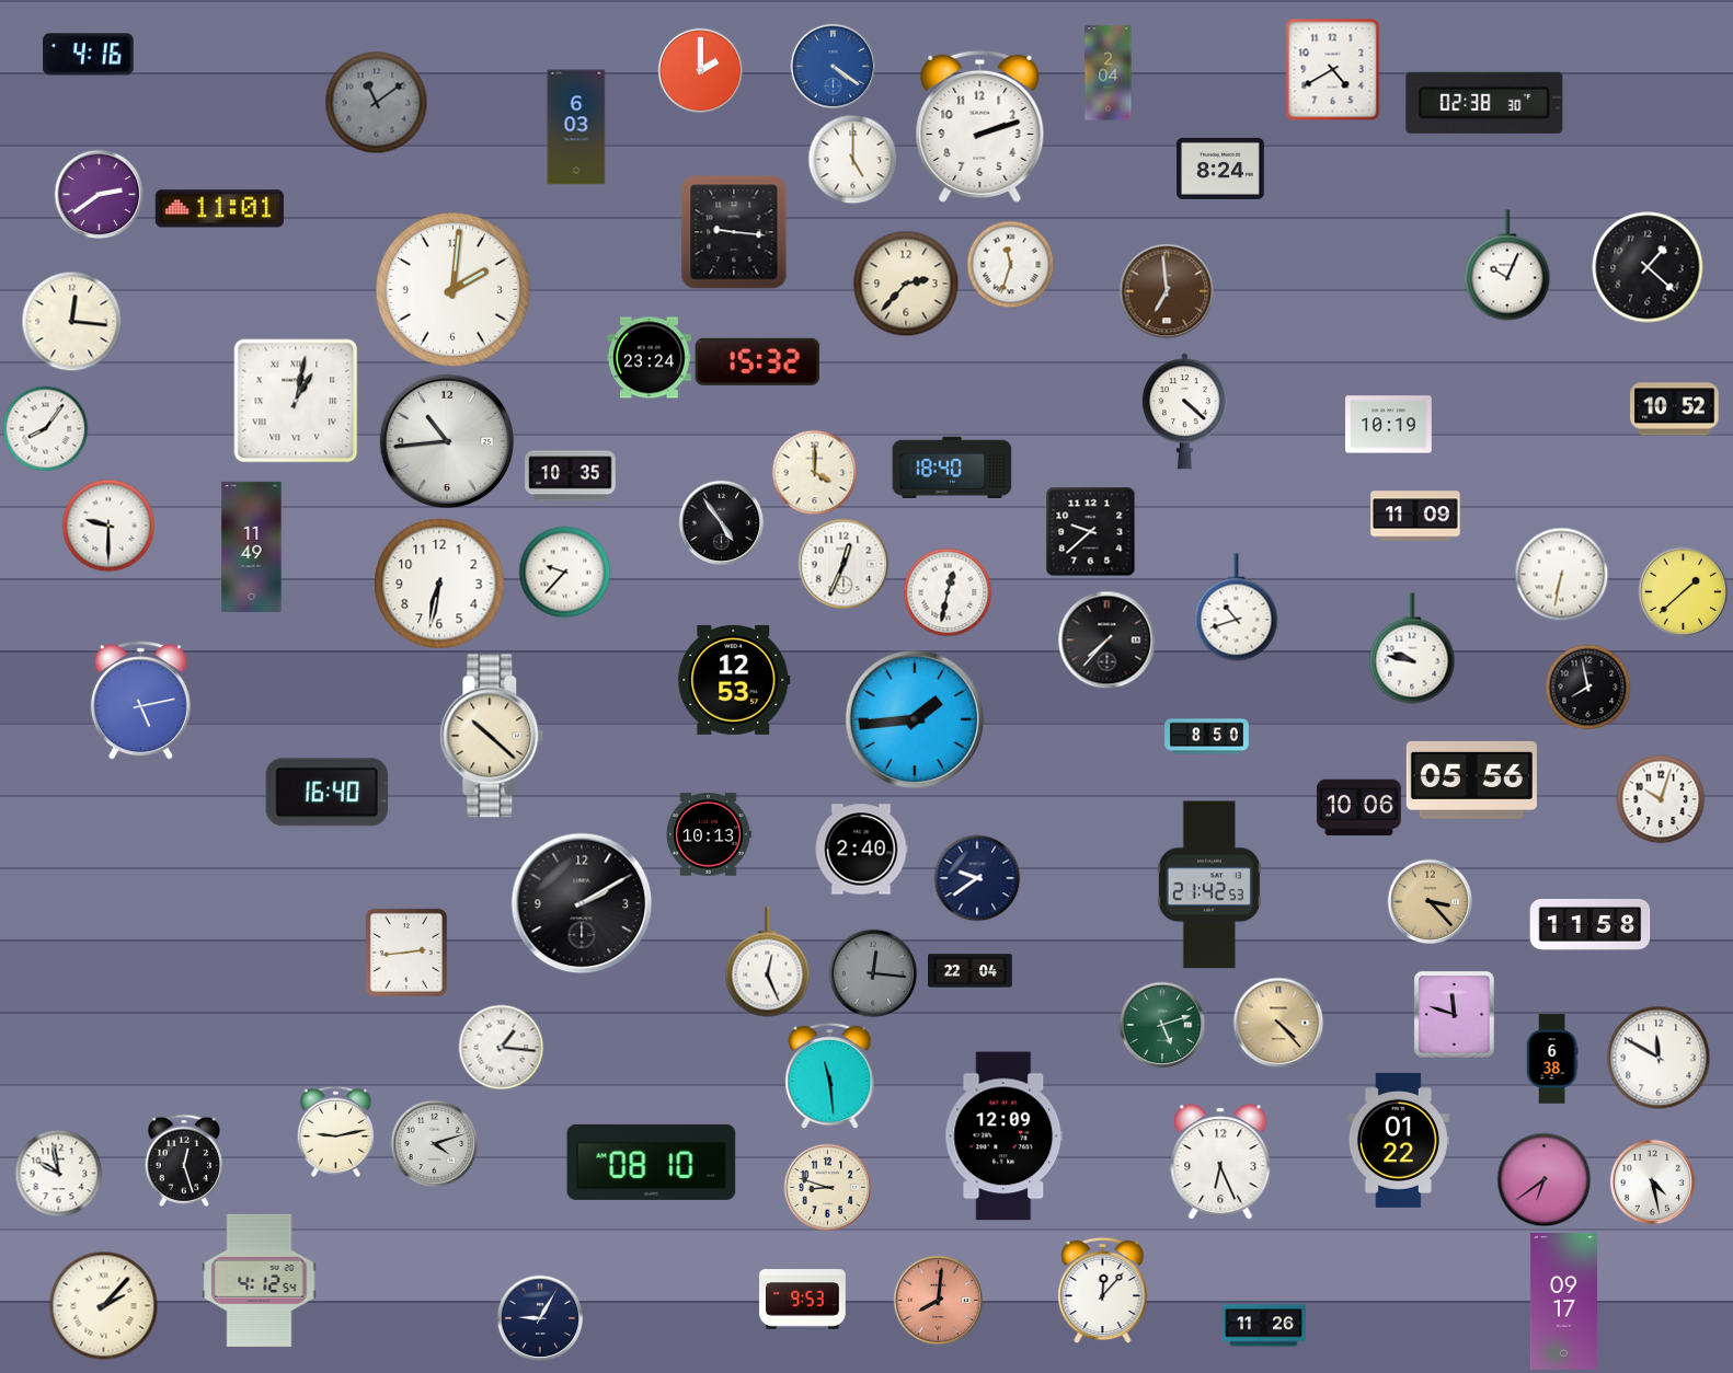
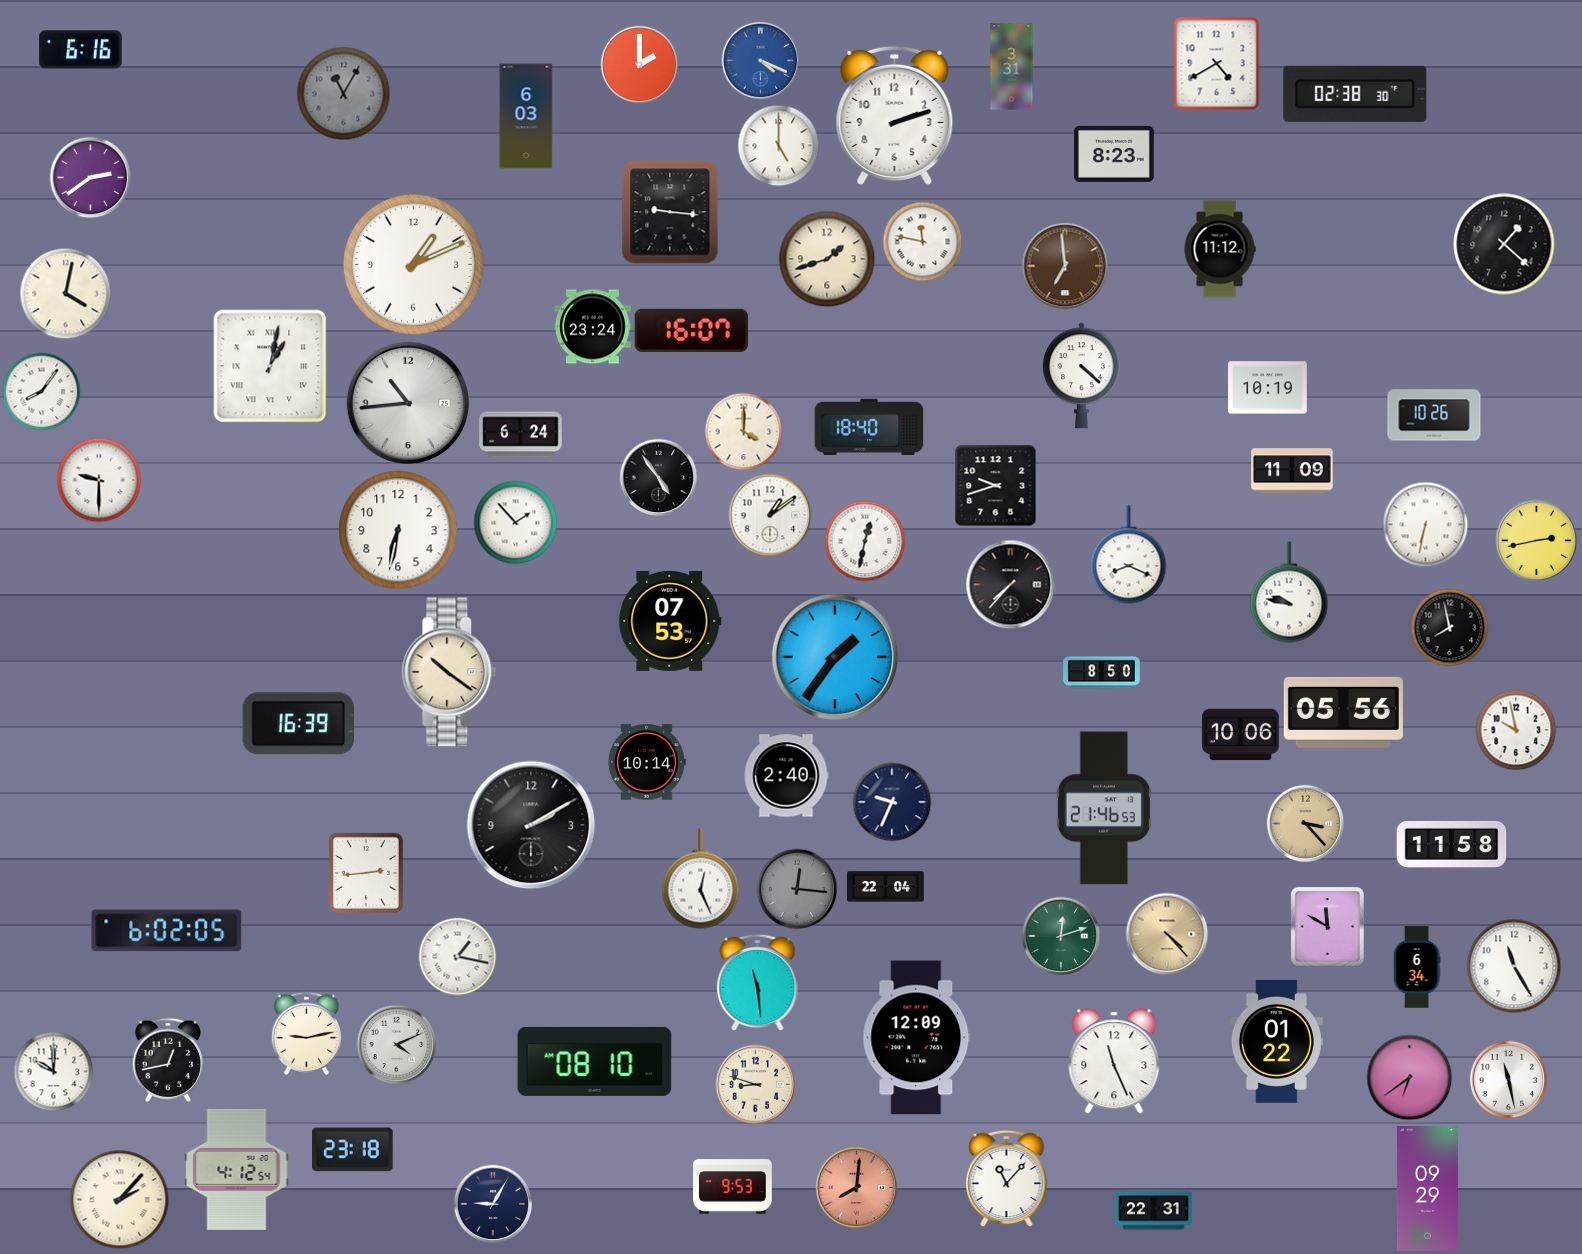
clock at (89, 55): 4:16 -> 6:16
clock at (833, 66): 4:21 -> 4:19
clock at (1109, 73): 2:04 -> 3:31
clock at (376, 102): 11:09 -> 11:05
clock at (1220, 169): 8:24 -> 8:23
clock at (219, 209): 11:01 -> none
clock at (1010, 264): 11:33 -> 11:47
clock at (1507, 265): 10:04 -> none
clock at (1220, 249): none -> 11:12
clock at (906, 284): 2:37 -> 1:42
clock at (452, 289): 2:01 -> 1:11
clock at (71, 321): 12:16 -> 4:02
clock at (757, 361): 15:32 -> 16:07
clock at (1675, 409): 10:52 -> none
clock at (1434, 415): none -> 10:26
clock at (571, 476): 10:35 -> 6:24
clock at (1090, 531): 9:38 -> 9:42
clock at (252, 546): 11:49 -> none
clock at (843, 564): 12:34 -> 1:09
clock at (564, 572): 9:37 -> 1:53
clock at (439, 584) position: (439, 584) -> (398, 530)
clock at (1683, 591): 1:38 -> 2:43
clock at (1237, 608): 10:42 -> 8:19
clock at (734, 680): 12:53 -> 07:53
clock at (140, 701): 5:13 -> none
clock at (915, 719): 1:44 -> 1:36
clock at (492, 736): 10:22 -> 10:21
clock at (328, 793): 16:40 -> 16:39
clock at (1661, 799): 10:03 -> 9:58
clock at (1359, 808) position: (1359, 808) -> (1241, 735)
clock at (709, 834): 10:13 -> 10:14
clock at (977, 878): 9:39 -> 9:34
clock at (1209, 885): 21:42 -> 21:46
clock at (406, 953) position: (406, 953) -> (366, 873)
clock at (1454, 1015): 11:48 -> 11:50
clock at (167, 931): none -> 6:02
clock at (1162, 1025): 5:12 -> 12:12
clock at (501, 1047): 1:16 -> 1:17
clock at (1659, 1058): 11:50 -> 11:25
clock at (1552, 1059): 6:38 -> 6:34
clock at (434, 1143): 4:12 -> 4:11
clock at (184, 1161): 12:27 -> 12:43
clock at (1220, 1162): 6:26 -> 11:26
clock at (58, 1173): 9:58 -> 10:00
clock at (1652, 1181): 4:28 -> 11:28
clock at (353, 1150): none -> 23:18
clock at (1103, 1290): 12:07 -> 11:07
clock at (1563, 1302): 09:17 -> 09:29
clock at (104, 1306) position: (104, 1306) -> (120, 1200)
clock at (1264, 1326): 11:26 -> 22:31
